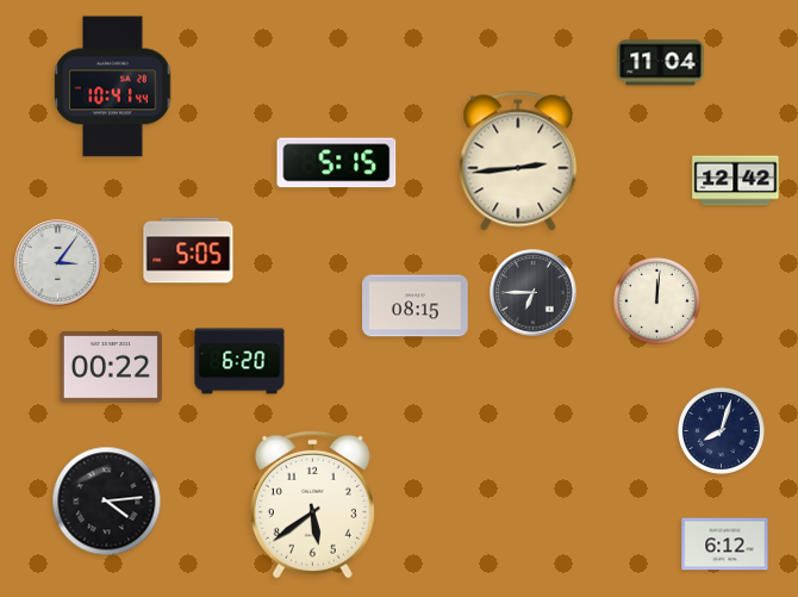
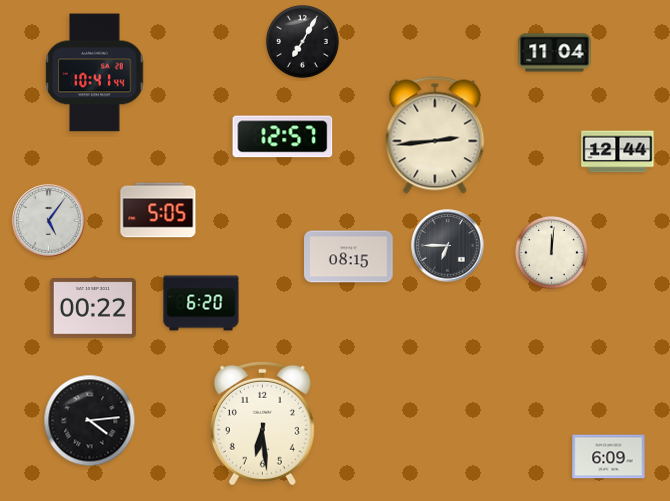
clock at (302, 41): none -> 7:05
clock at (337, 163): 5:15 -> 12:57
clock at (736, 181): 12:42 -> 12:44
clock at (58, 263): 3:06 -> 5:06
clock at (721, 430): 8:03 -> none
clock at (312, 504): 5:39 -> 6:29
clock at (725, 545): 6:12 -> 6:09
